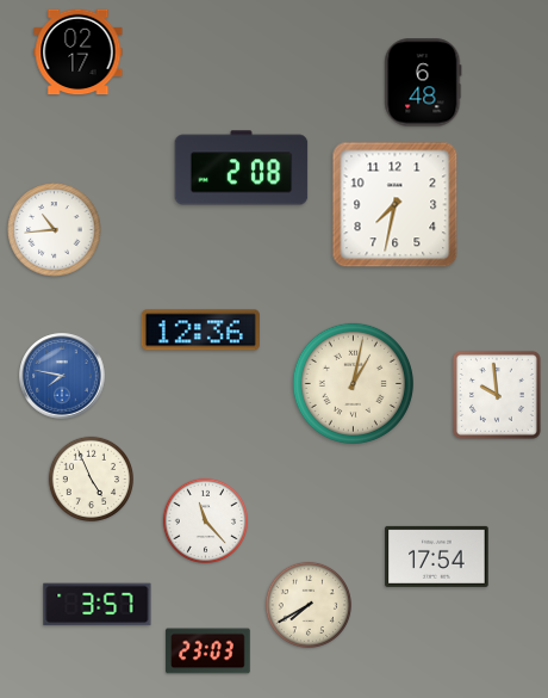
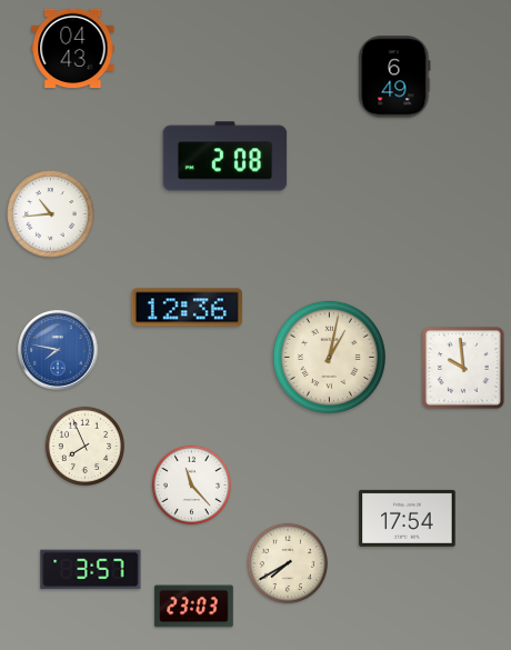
clock at (79, 52): 02:17 -> 04:43
clock at (423, 82): 6:48 -> 6:49
clock at (396, 205): 7:32 -> none
clock at (91, 478): 4:56 -> 7:56
clock at (98, 605) position: (98, 605) -> (91, 570)
